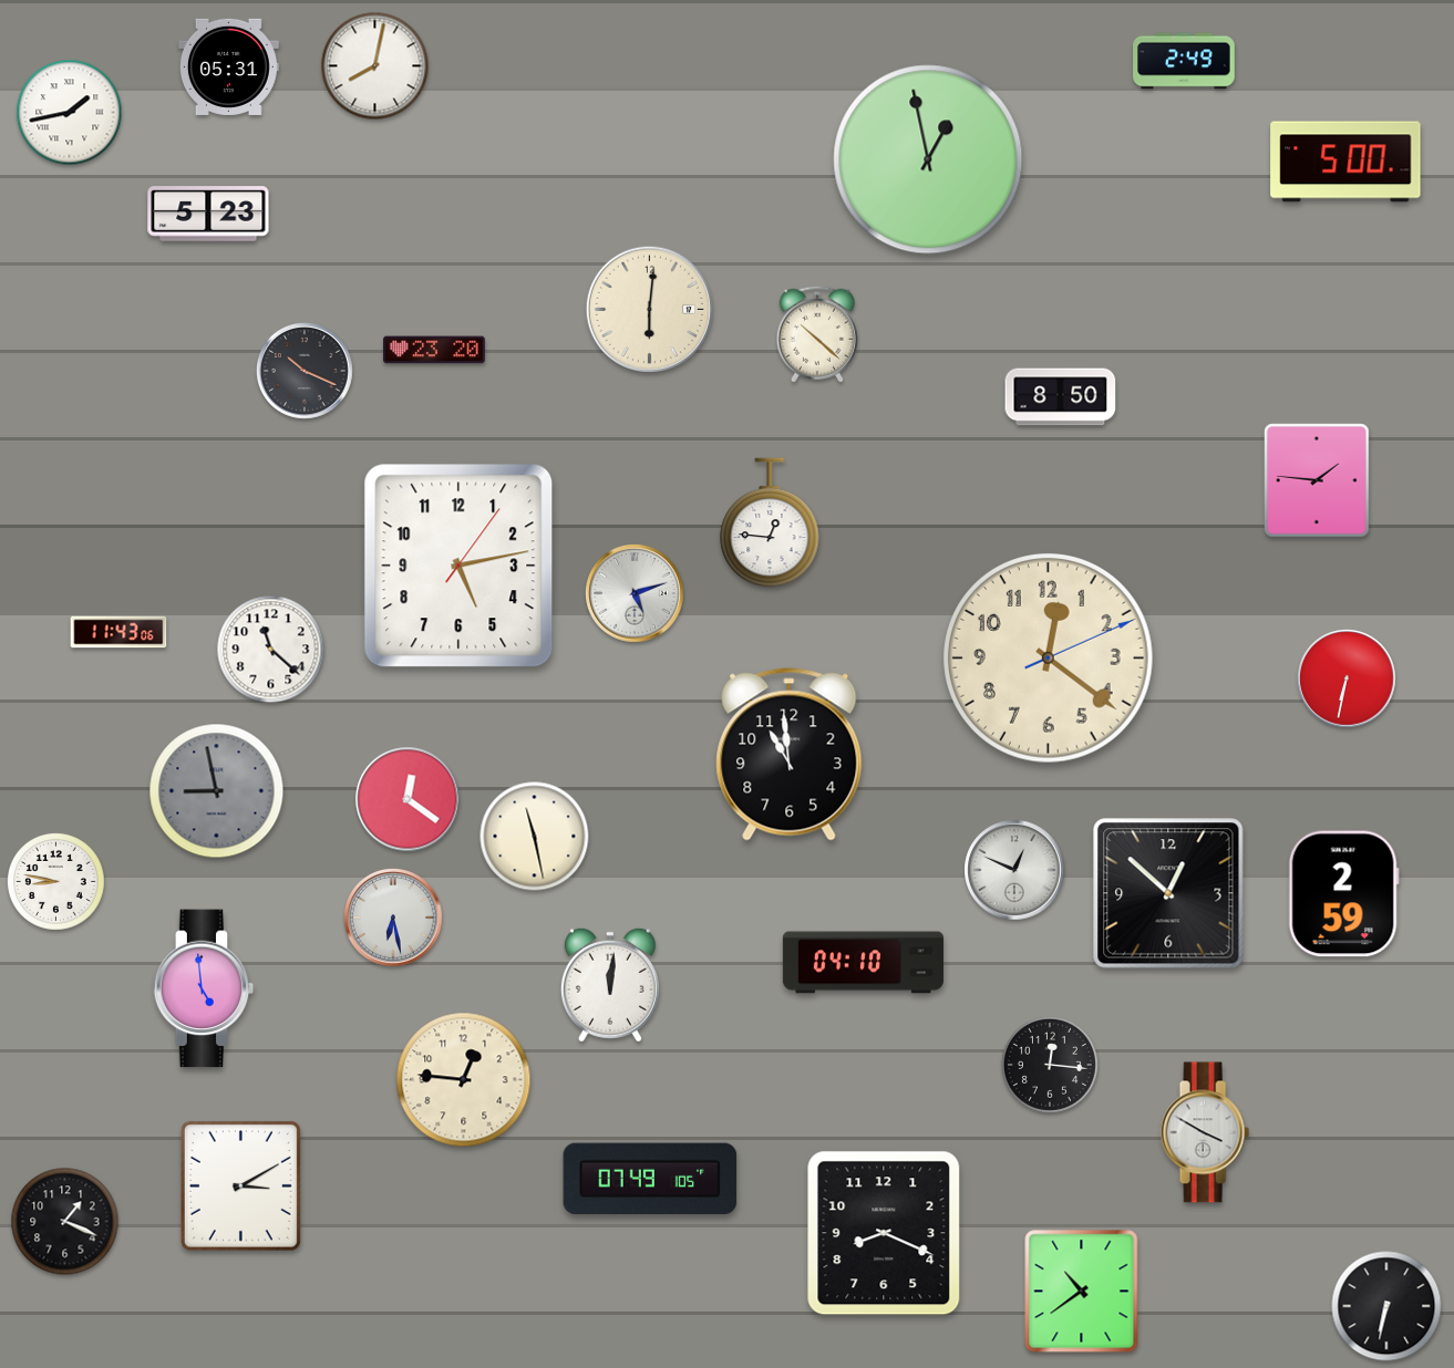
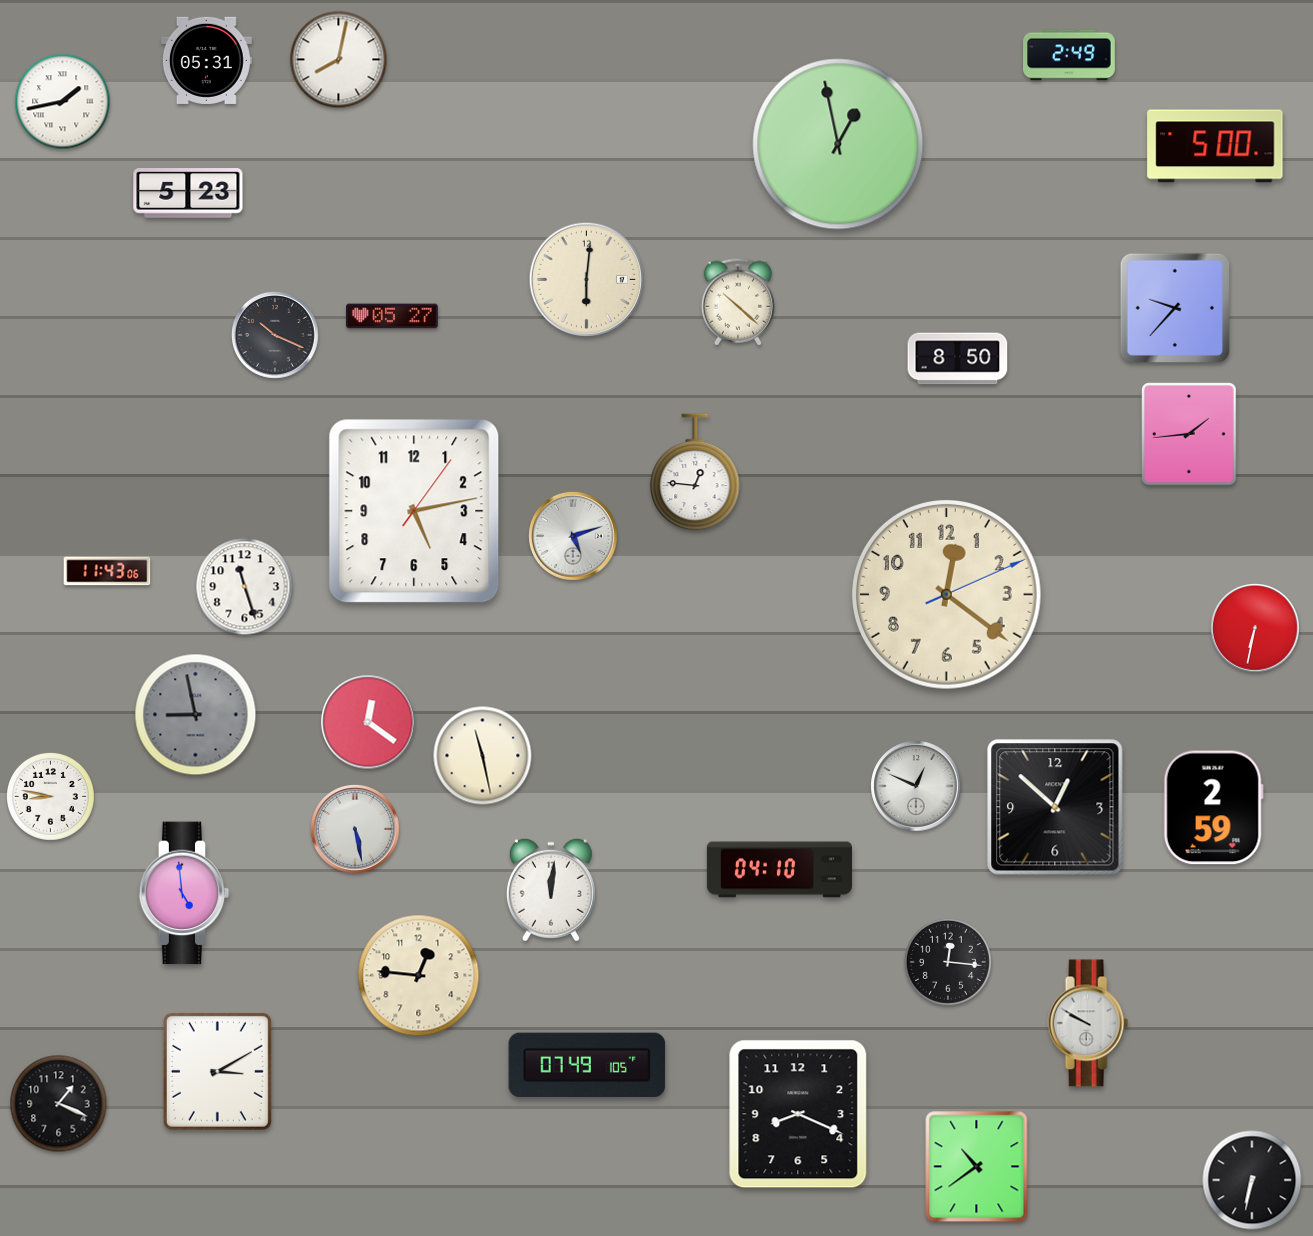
clock at (1175, 308): none -> 9:37
clock at (434, 350): 23:20 -> 05:27
clock at (1317, 480): 1:46 -> 1:44
clock at (271, 650): 11:22 -> 11:27
clock at (1348, 680) position: (1348, 680) -> (1256, 629)
clock at (790, 755): 10:59 -> none
clock at (394, 919): 6:28 -> 5:28
clock at (1205, 1132): 3:50 -> 9:50
